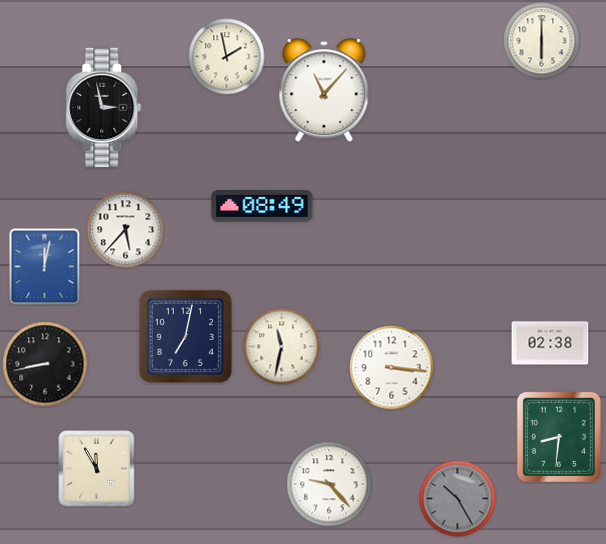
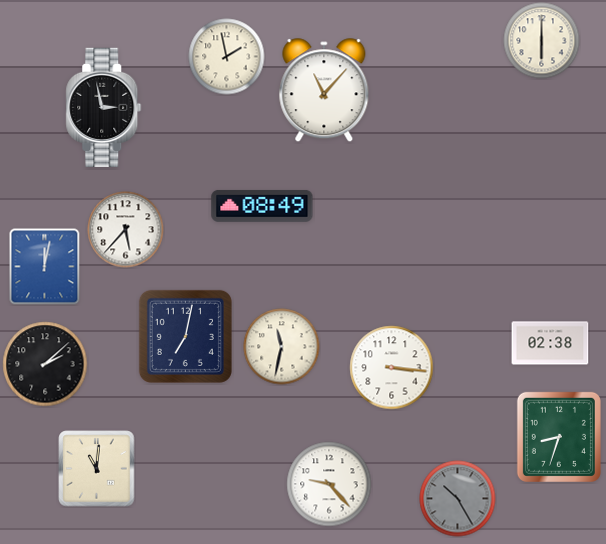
clock at (45, 364): 8:43 -> 2:08
clock at (559, 437): 8:31 -> 8:33
clock at (97, 469): 11:55 -> 11:01
